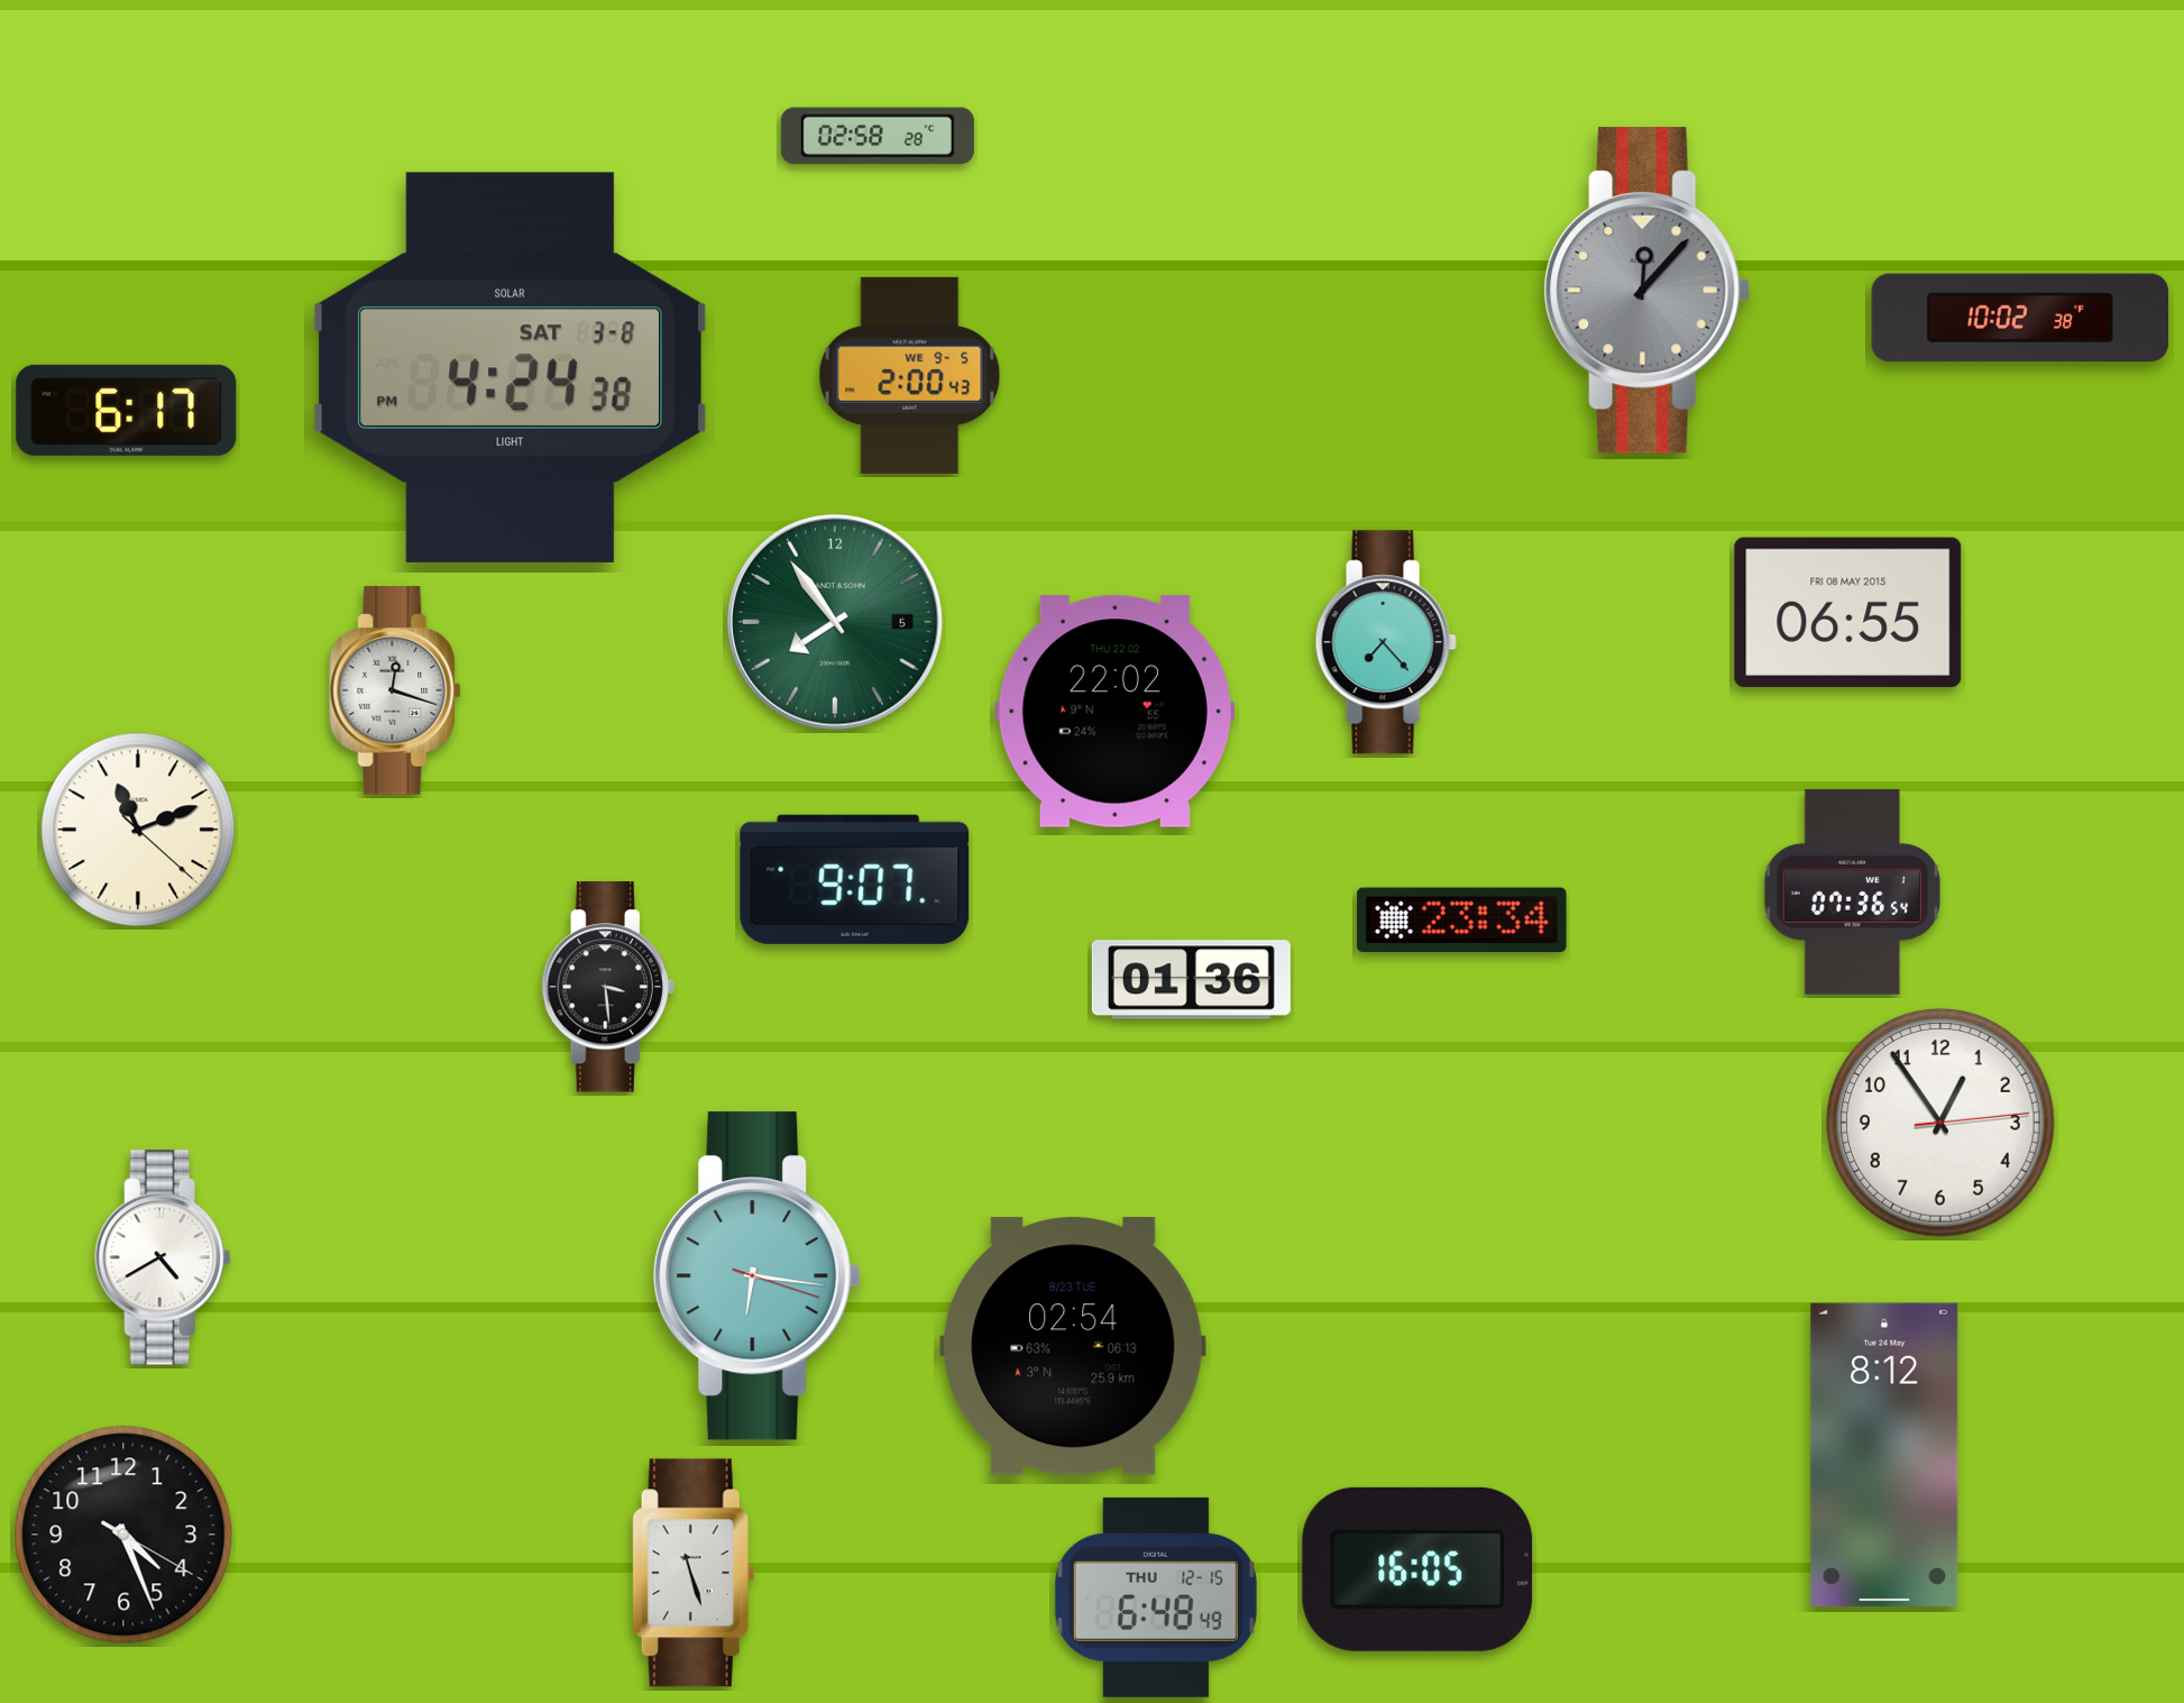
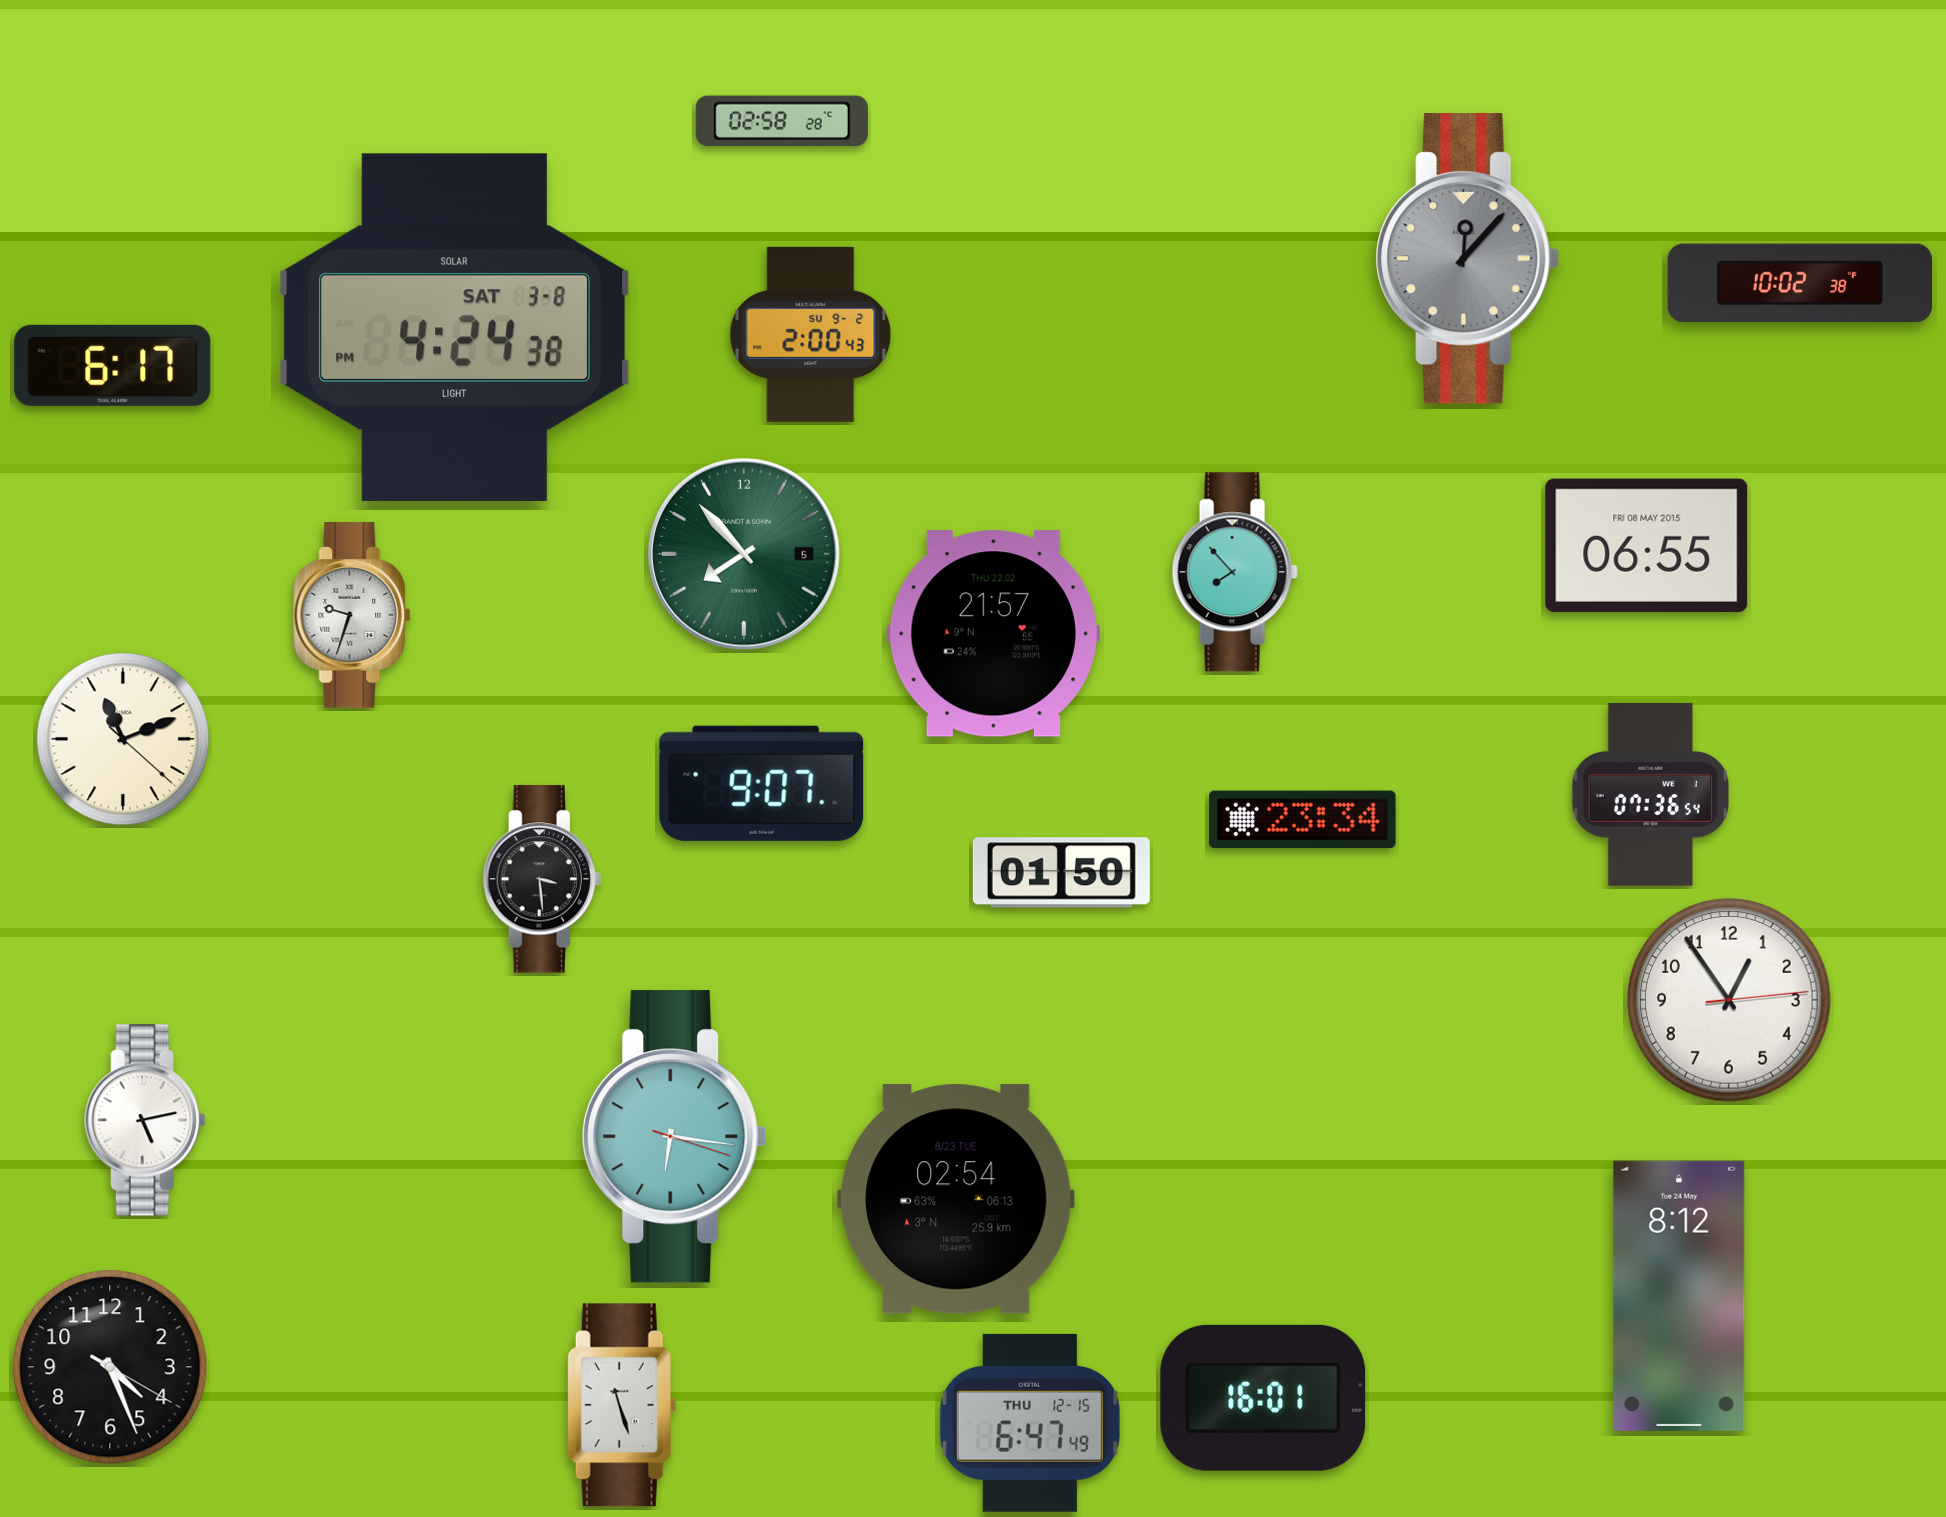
clock at (910, 375) date: WE 9-5 -> SU 9-2
clock at (836, 623): 7:54 -> 7:53
clock at (1386, 642): 7:23 -> 7:53
clock at (396, 690): 12:18 -> 9:33
clock at (1114, 712): 22:02 -> 21:57
clock at (1191, 980): 01:36 -> 01:50
clock at (163, 1257): 4:40 -> 5:13
clock at (1417, 1569): 16:05 -> 16:01
clock at (694, 1573) position: (694, 1573) -> (622, 1405)
clock at (1156, 1597): 6:48 -> 6:47
